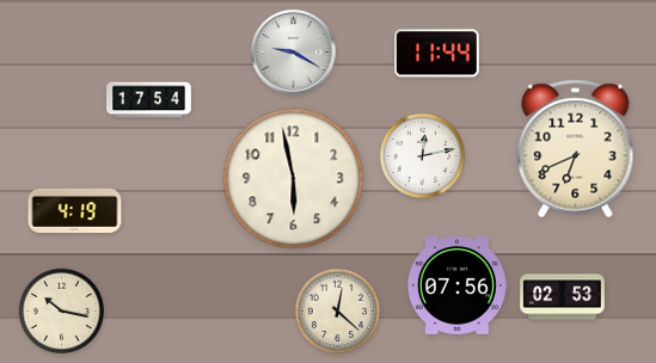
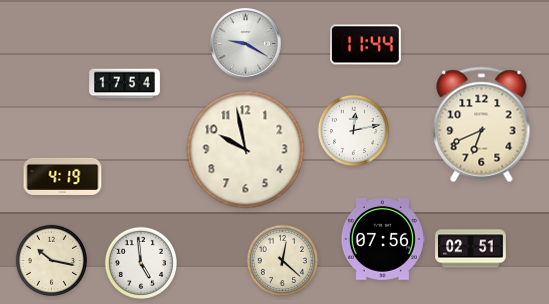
clock at (294, 179): 5:58 -> 9:58
clock at (563, 297): 02:53 -> 02:51
clock at (141, 263): none -> 4:59
